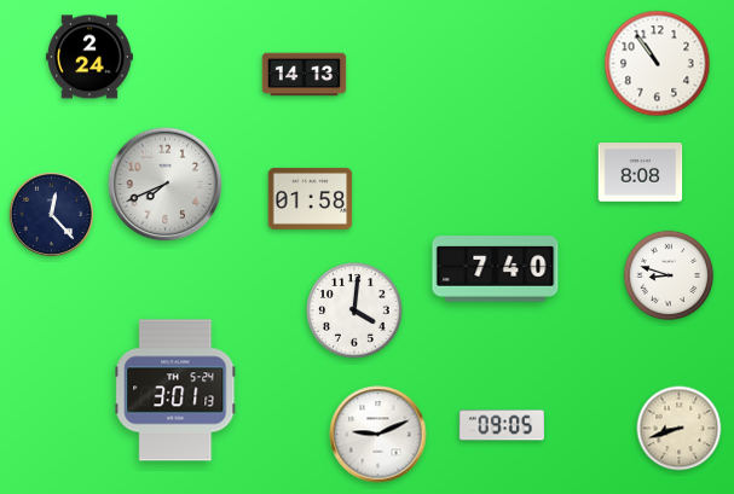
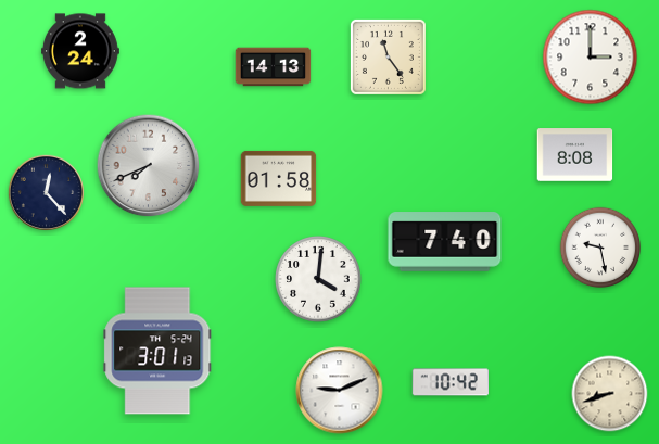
clock at (388, 56): none -> 11:24
clock at (658, 64): 10:54 -> 3:00
clock at (669, 275): 8:48 -> 9:28
clock at (502, 425): 09:05 -> 10:42
clock at (680, 429) position: (680, 429) -> (610, 394)
